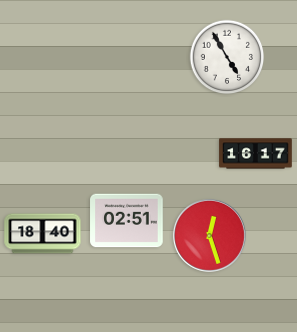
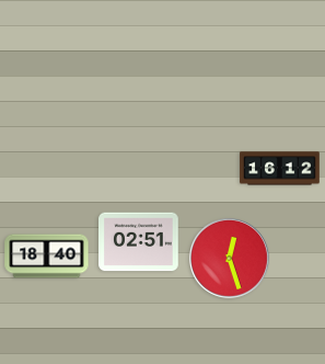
clock at (227, 57): 4:55 -> none
clock at (256, 154): 16:17 -> 16:12
